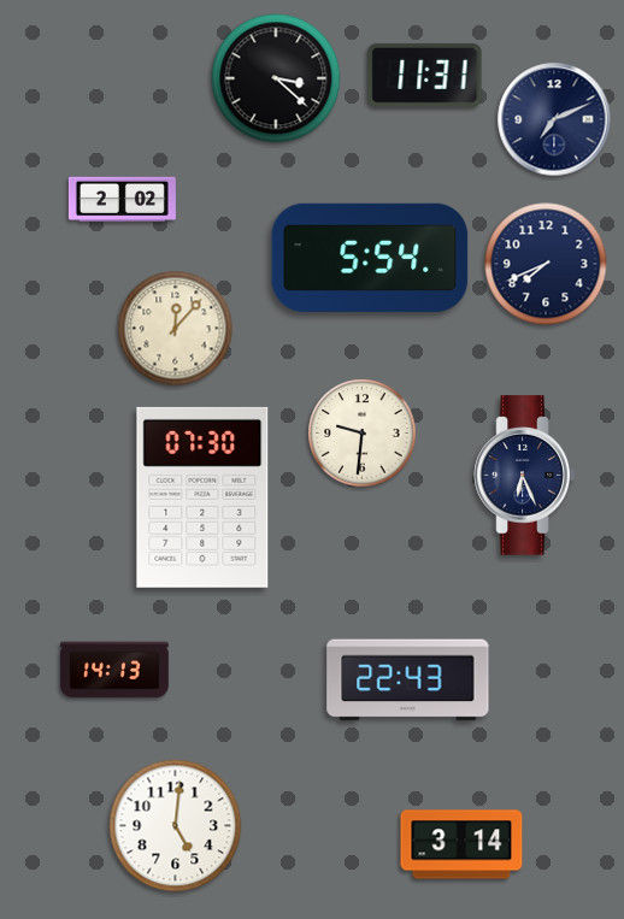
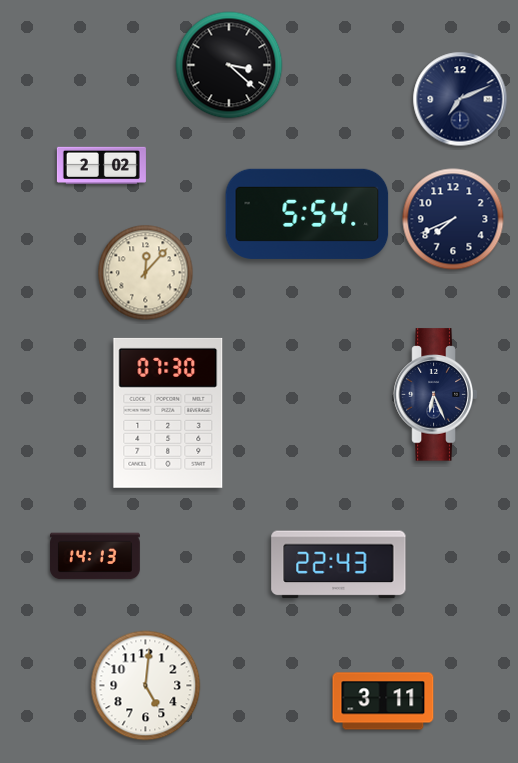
clock at (425, 75): 11:31 -> none
clock at (363, 434): 9:31 -> none
clock at (461, 844): 3:14 -> 3:11
